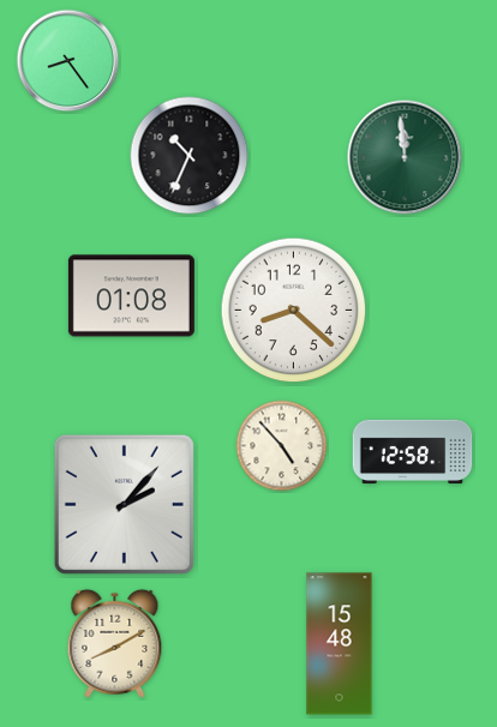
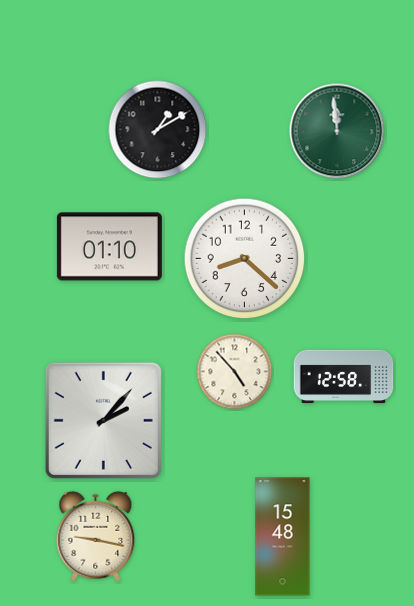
clock at (68, 61): 8:24 -> none
clock at (190, 156): 10:34 -> 1:10
clock at (131, 296): 01:08 -> 01:10
clock at (115, 643): 8:10 -> 9:17
